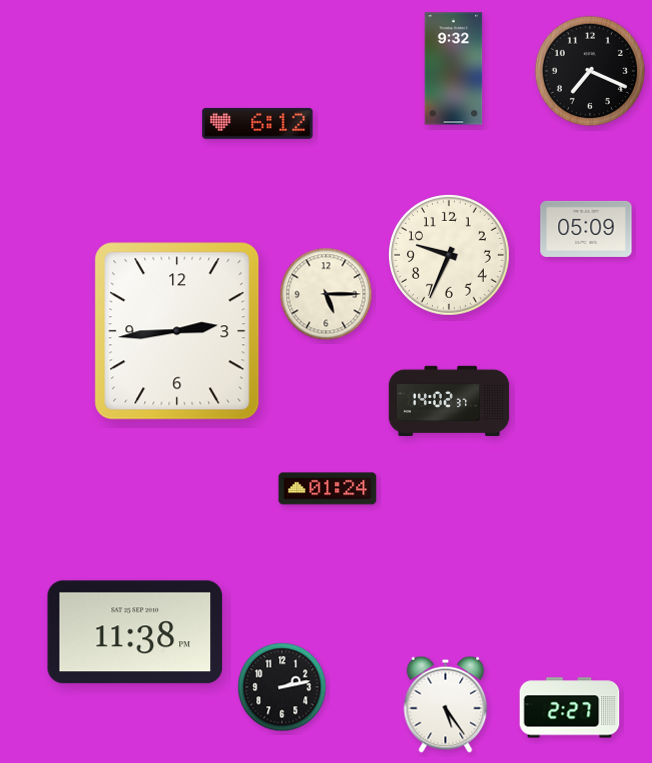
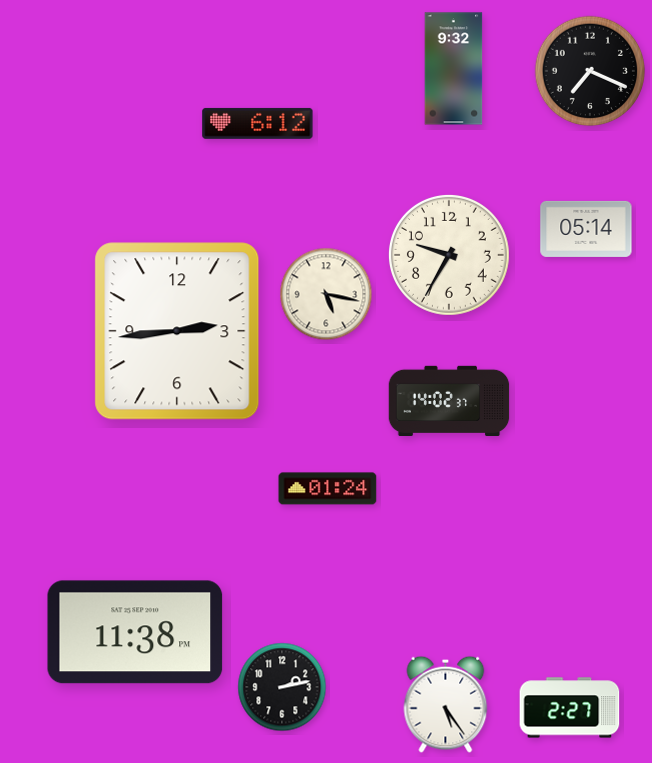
clock at (586, 229): 05:09 -> 05:14
clock at (449, 255): 9:34 -> 9:35
clock at (326, 294): 5:15 -> 5:17
